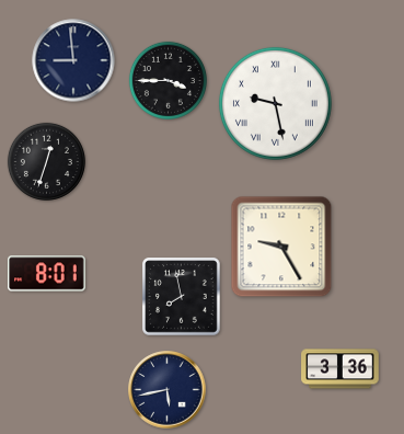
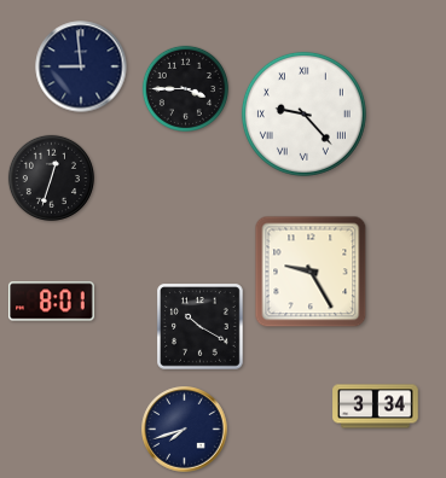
clock at (275, 103): 9:28 -> 9:23
clock at (182, 297): 7:58 -> 10:20
clock at (340, 369): 3:36 -> 3:34
clock at (168, 390): 5:43 -> 7:42
